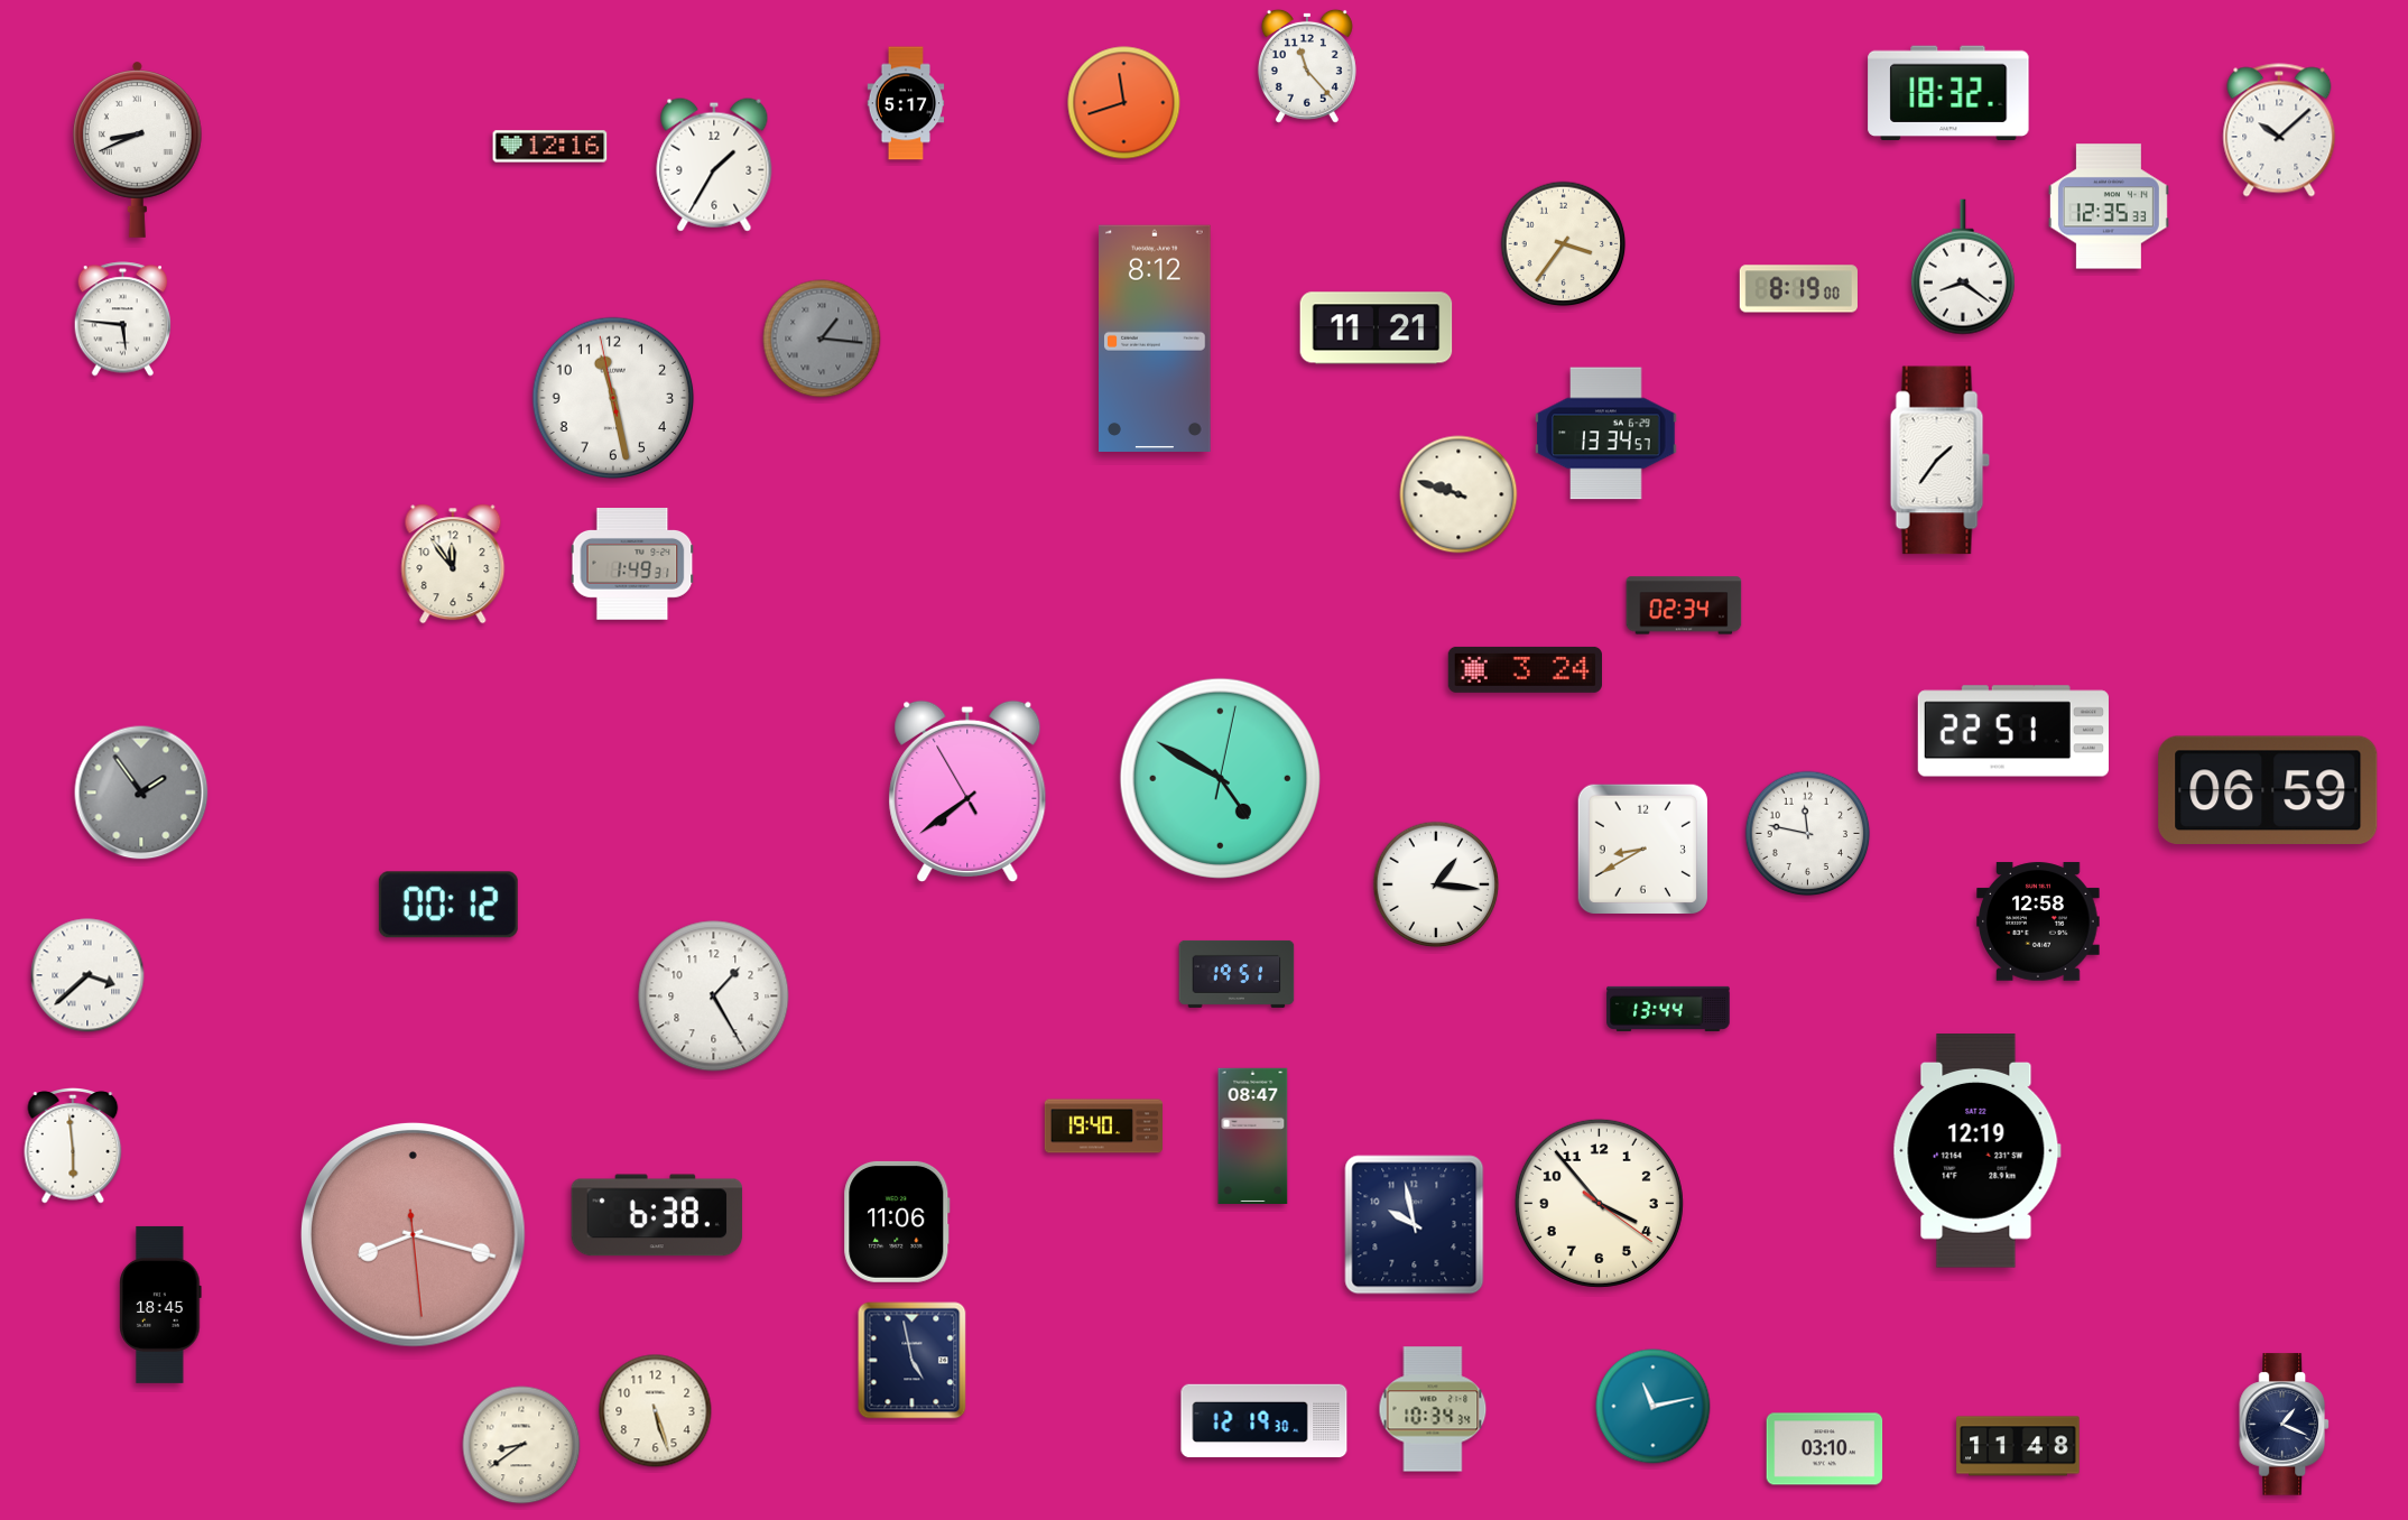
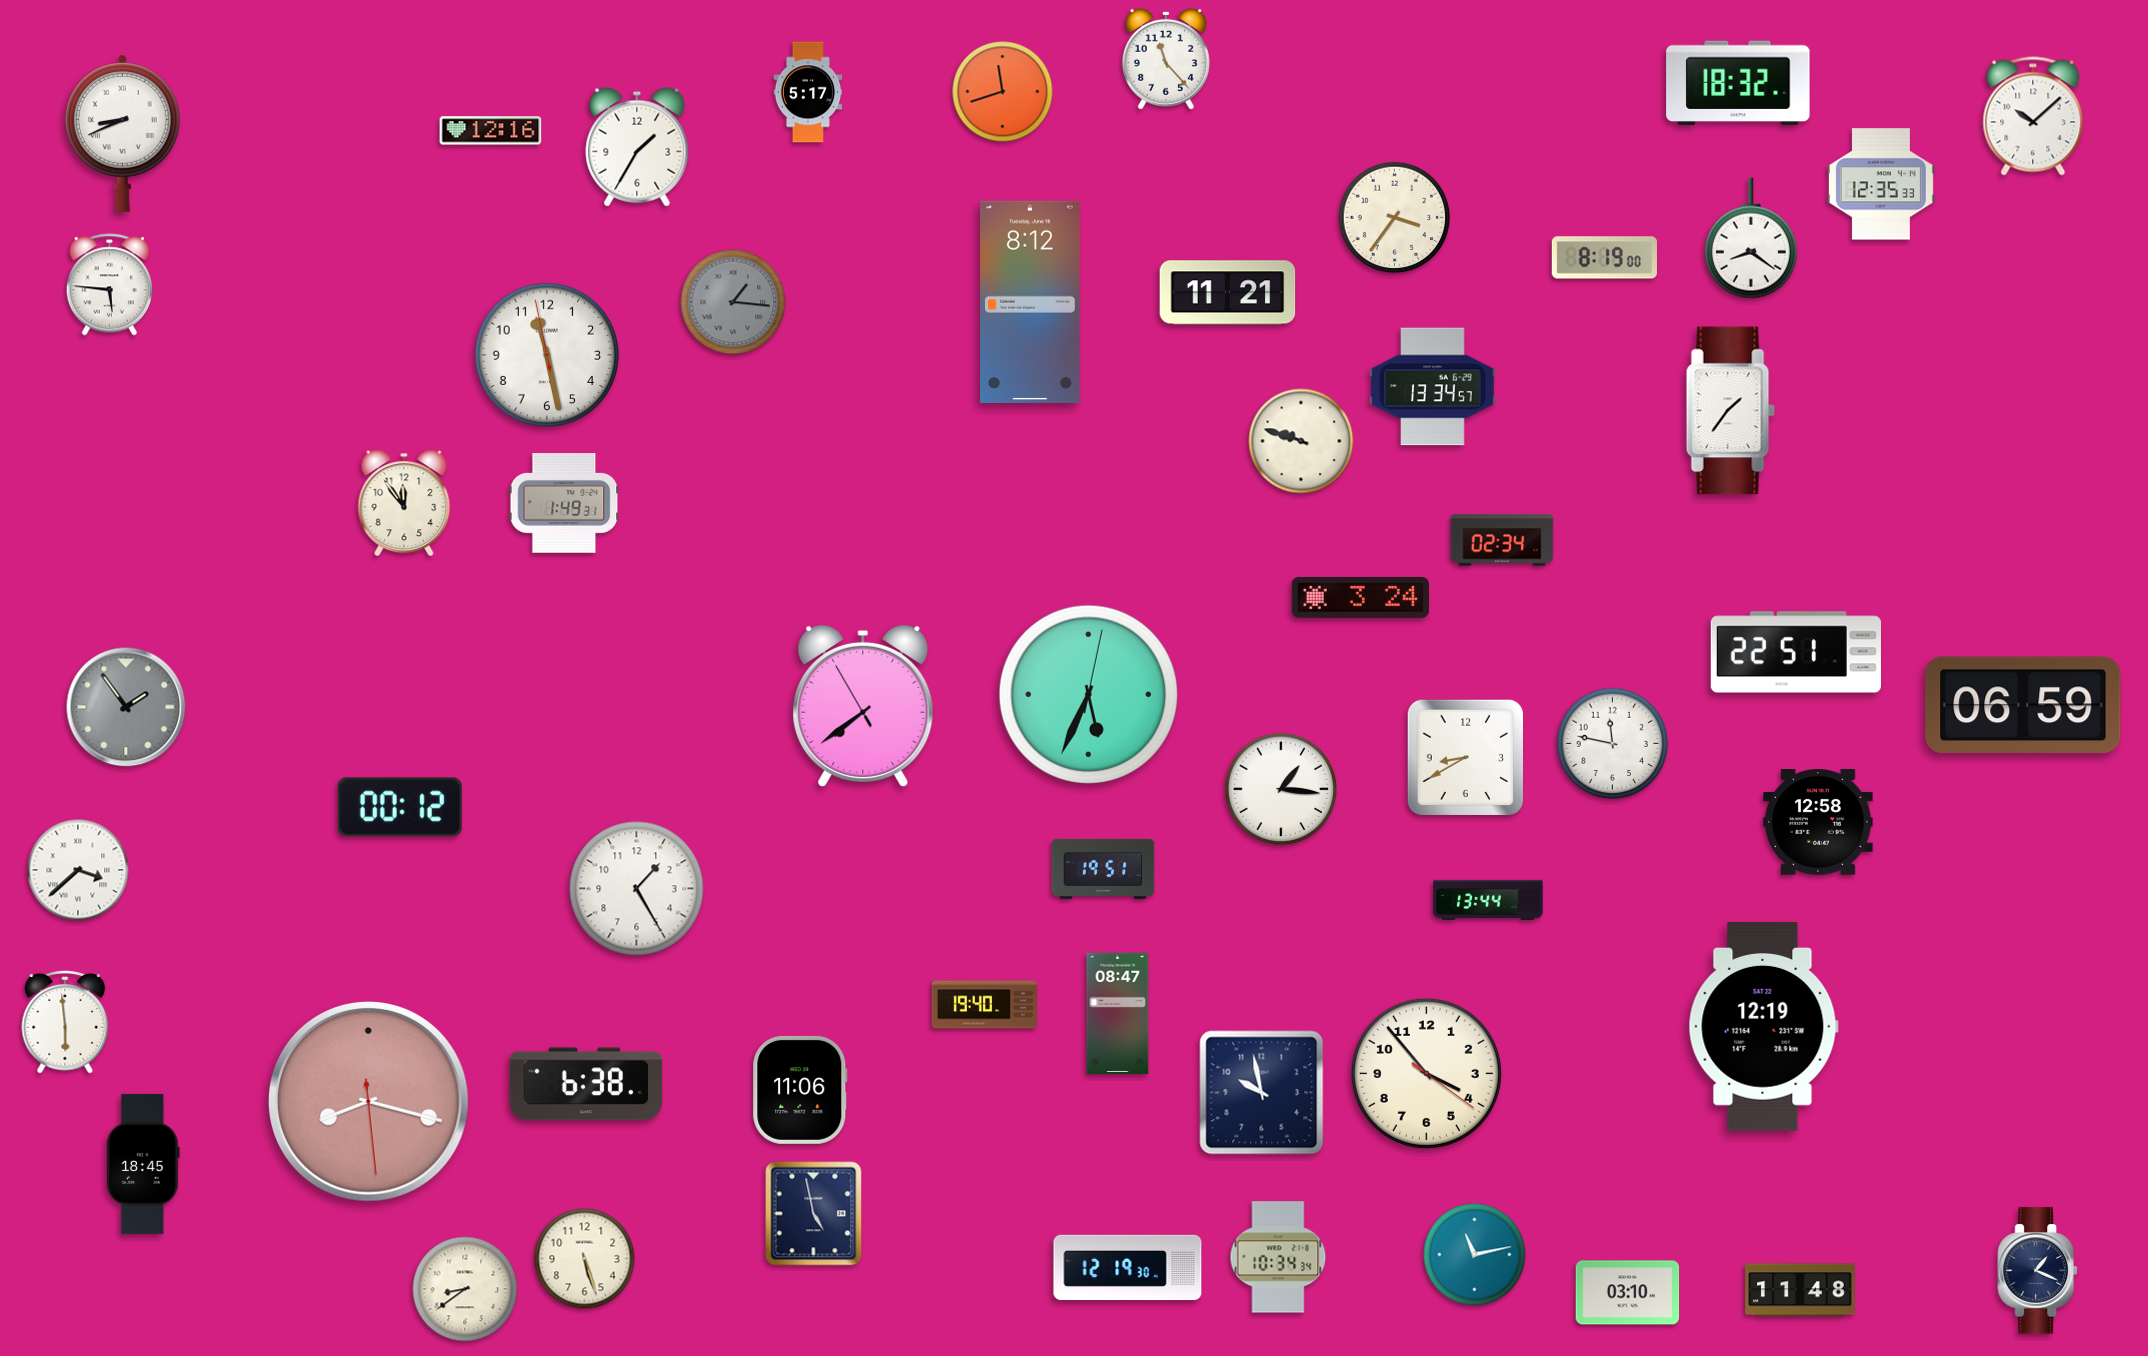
clock at (1220, 778): 4:50 -> 5:34
